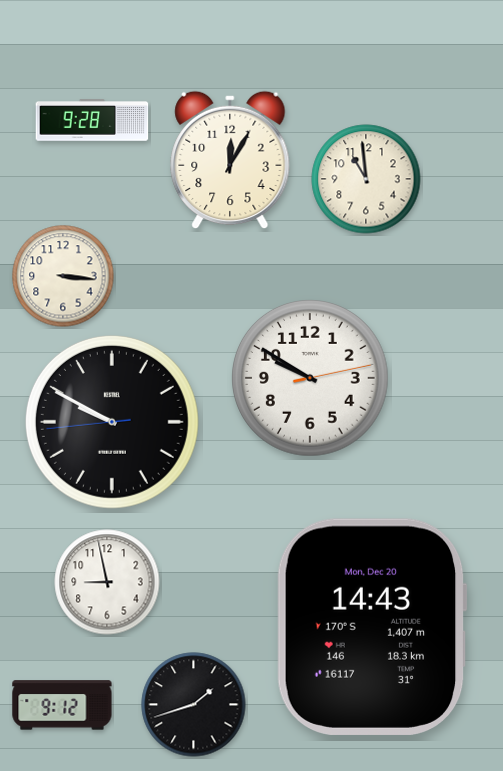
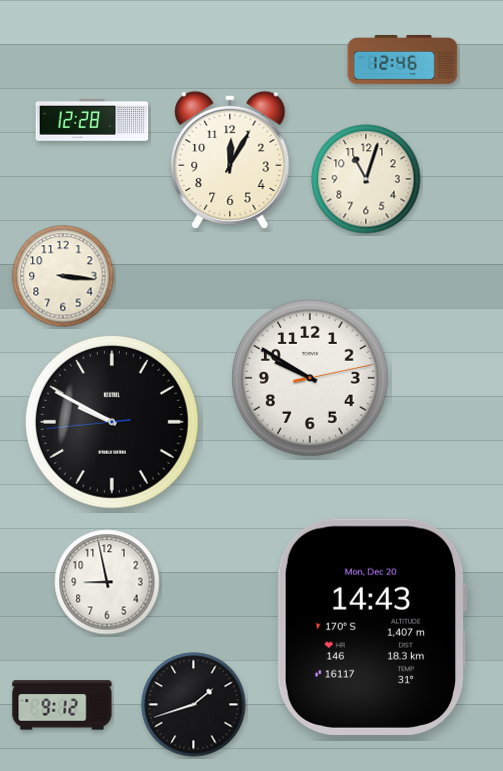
clock at (403, 59): none -> 12:46
clock at (92, 121): 9:28 -> 12:28
clock at (366, 179): 10:59 -> 11:03
